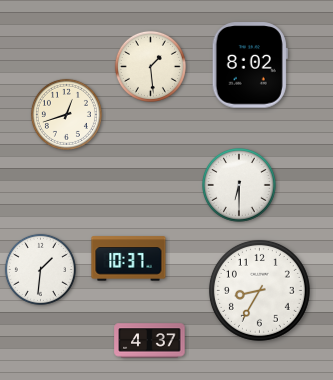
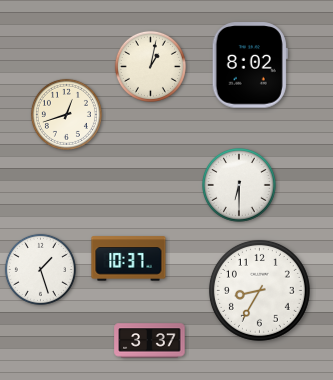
clock at (150, 66): 1:29 -> 1:02
clock at (40, 269): 1:31 -> 1:27
clock at (150, 341): 4:37 -> 3:37
